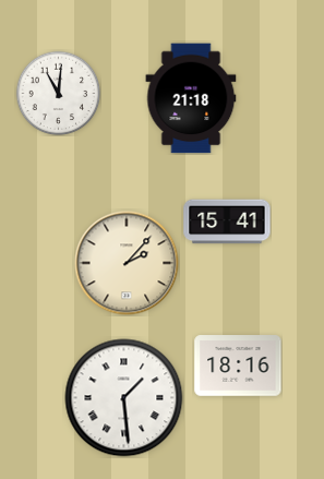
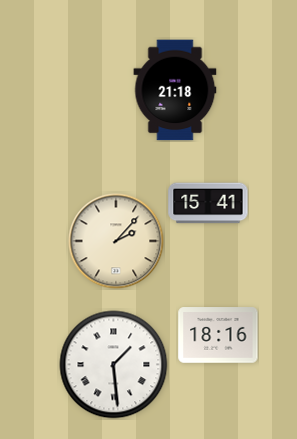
clock at (58, 93): 11:01 -> none
